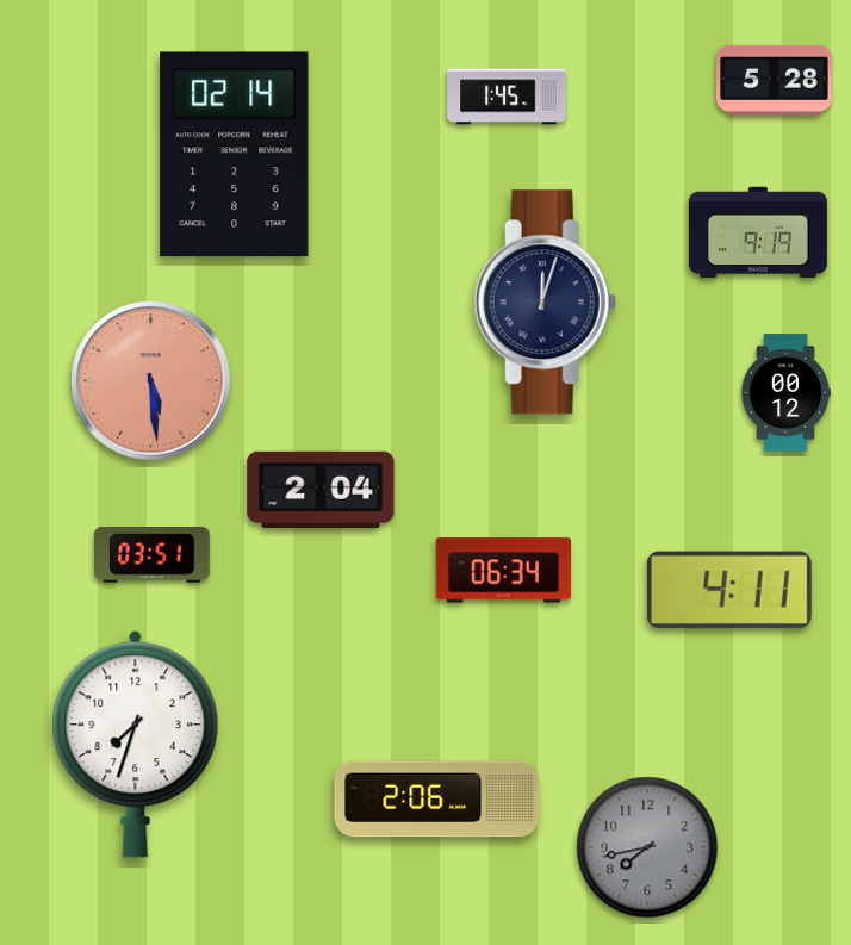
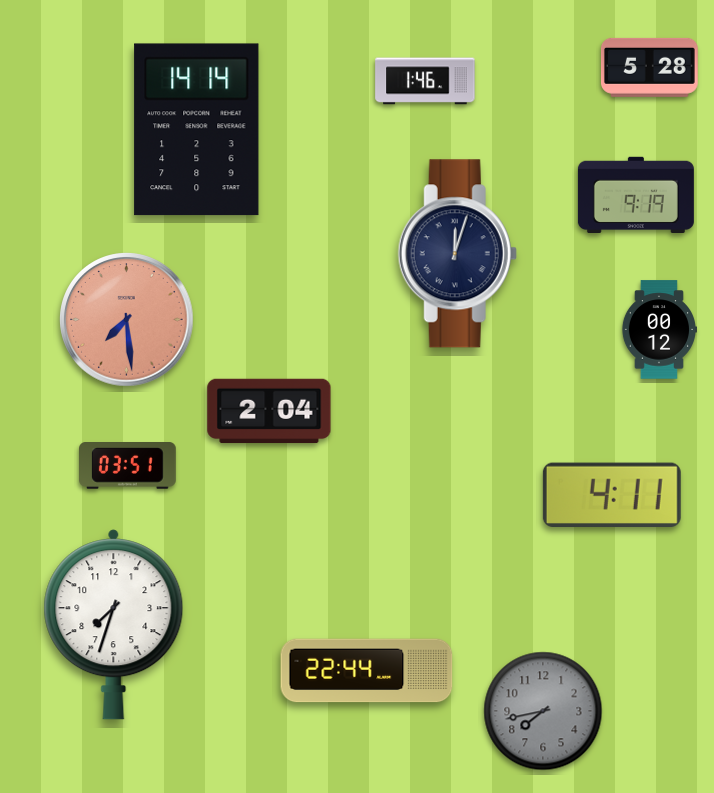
clock at (507, 97): 1:45 -> 1:46
clock at (235, 155): 02:14 -> 14:14
clock at (151, 381): 5:29 -> 7:29
clock at (503, 571): 06:34 -> none
clock at (437, 800): 2:06 -> 22:44
